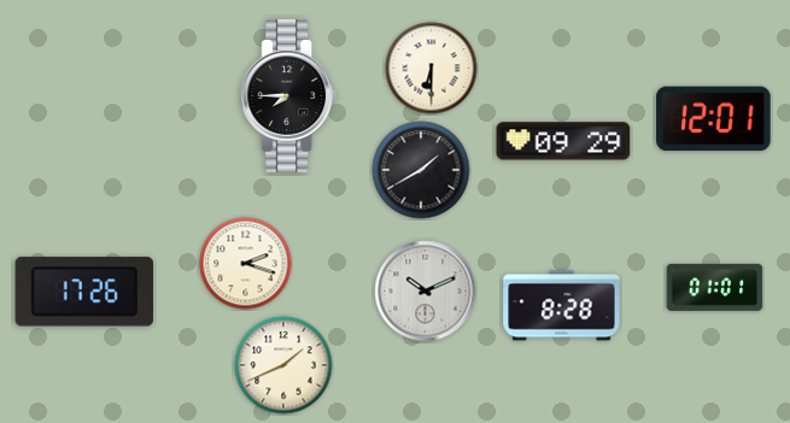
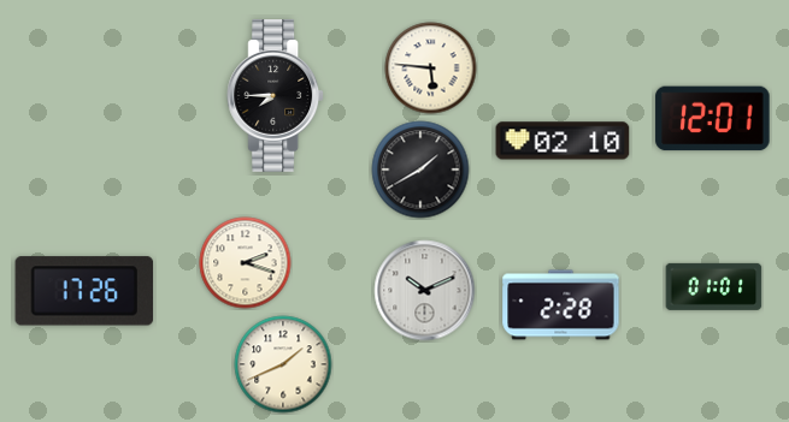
clock at (432, 69): 6:30 -> 5:46
clock at (289, 96) position: (289, 96) -> (276, 96)
clock at (563, 141): 09:29 -> 02:10
clock at (562, 306): 8:28 -> 2:28
